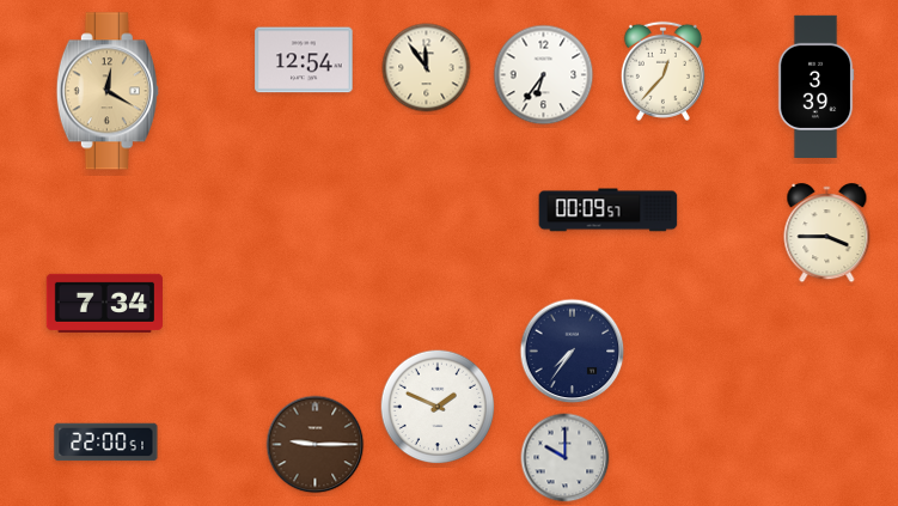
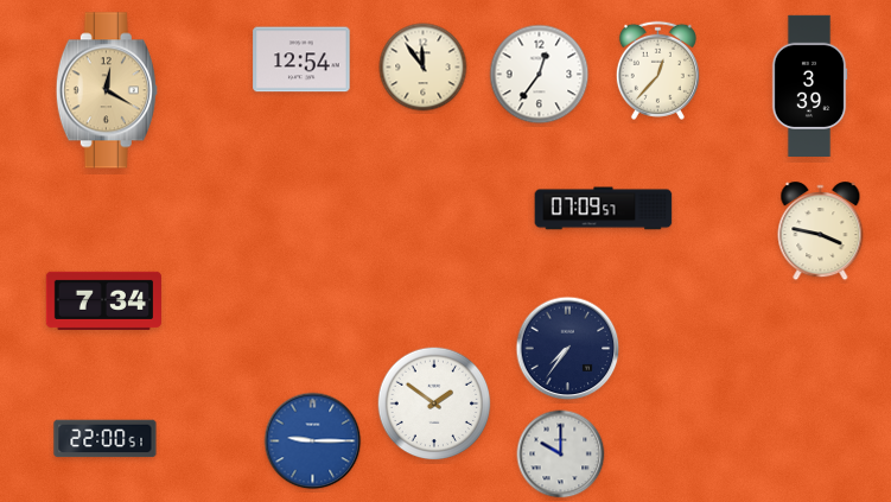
clock at (544, 75): 6:36 -> 12:36
clock at (609, 211): 00:09 -> 07:09
clock at (827, 233): 3:45 -> 3:47
clock at (438, 407): 1:49 -> 1:51
clock at (316, 445) dial: brown -> blue
